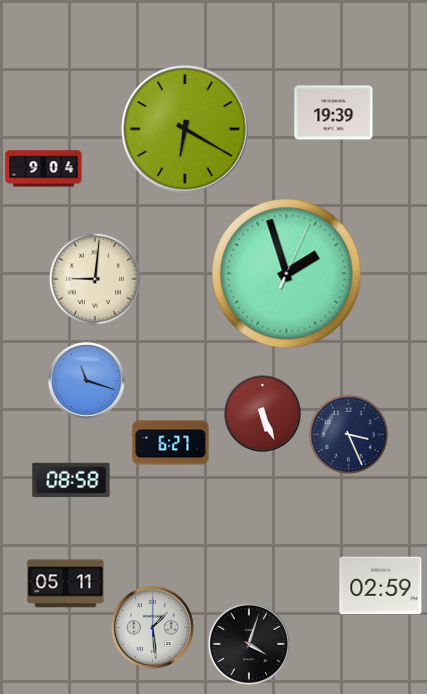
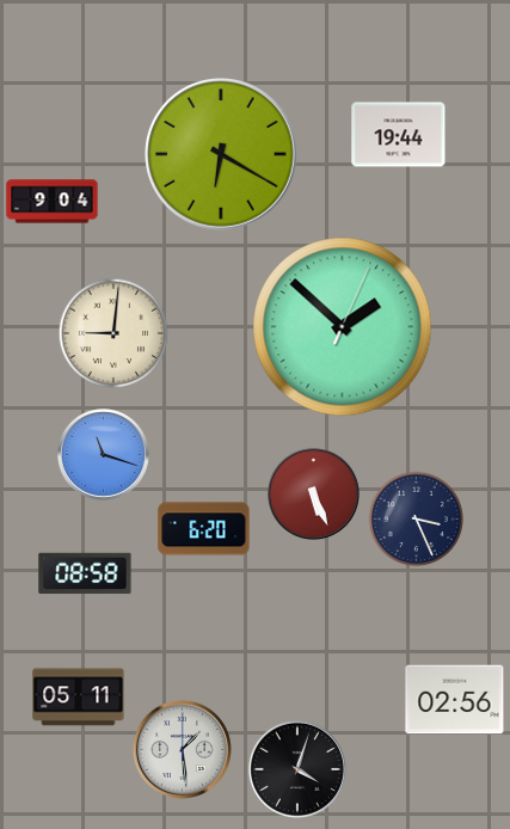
clock at (334, 113): 19:39 -> 19:44
clock at (287, 274): 1:57 -> 1:52
clock at (171, 443): 6:27 -> 6:20
clock at (381, 586): 02:59 -> 02:56
